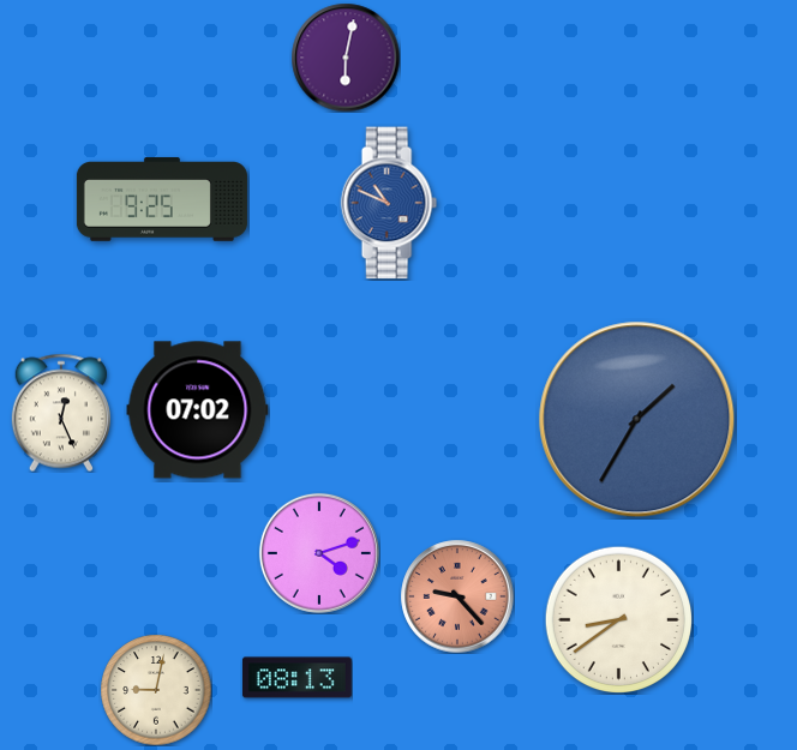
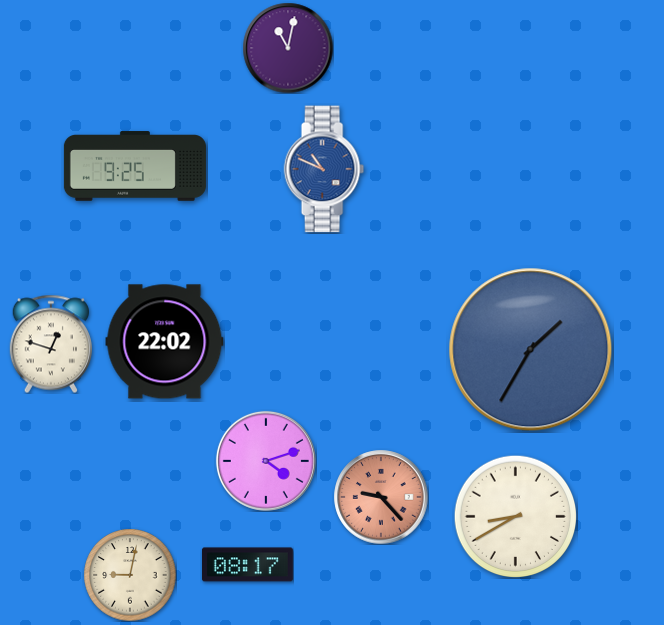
clock at (346, 58): 6:02 -> 11:02
clock at (198, 410): 07:02 -> 22:02
clock at (61, 413): 12:26 -> 12:48
clock at (618, 619): 8:39 -> 8:40
clock at (296, 678): 08:13 -> 08:17
